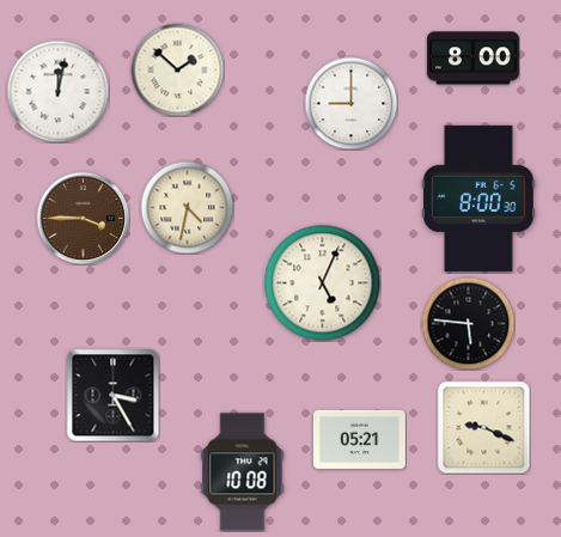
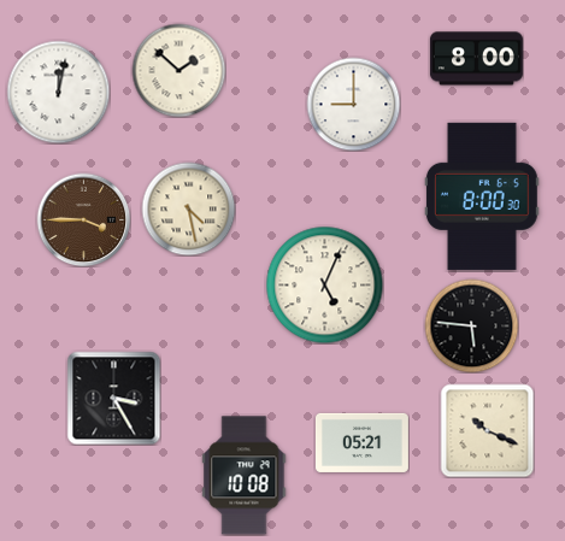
clock at (478, 199) position: (478, 199) -> (482, 196)
clock at (187, 207): 4:32 -> 4:28
clock at (483, 427): 9:19 -> 10:19
